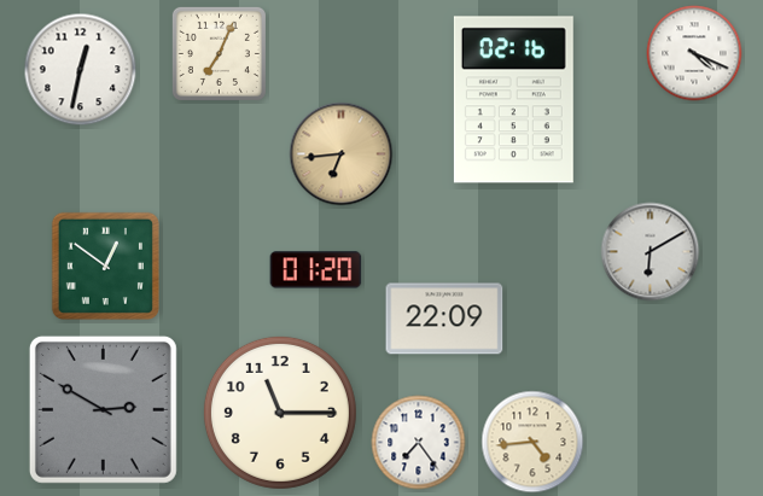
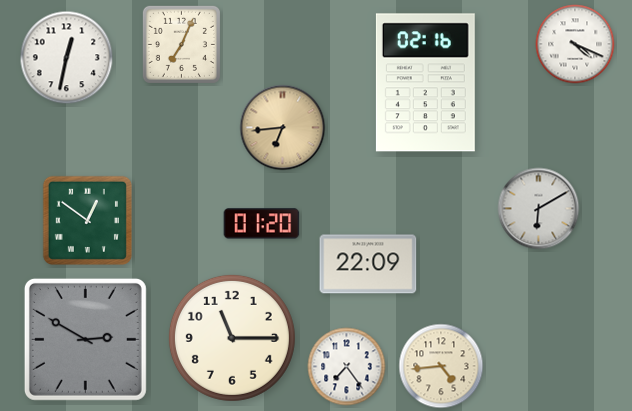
clock at (280, 413) position: (280, 413) -> (232, 338)
